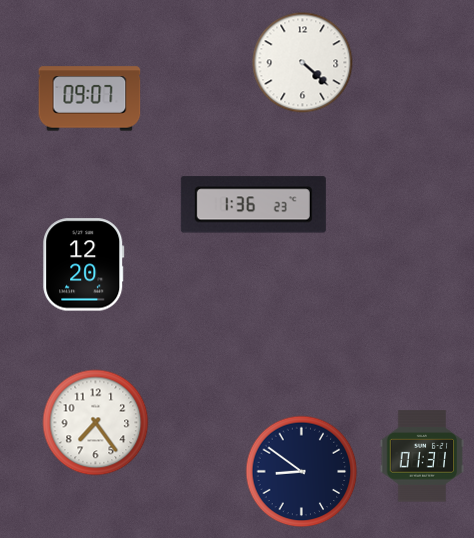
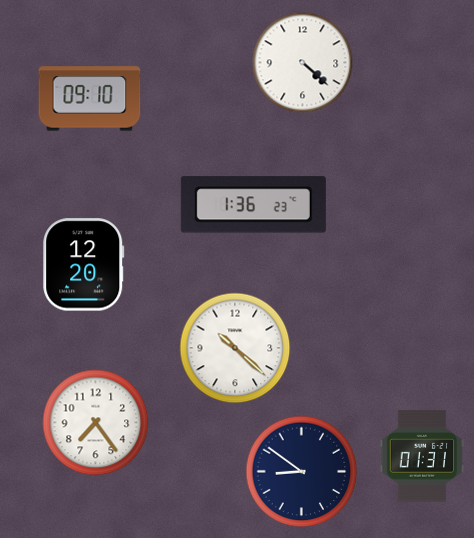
clock at (90, 99): 09:07 -> 09:10
clock at (235, 348): none -> 10:22
